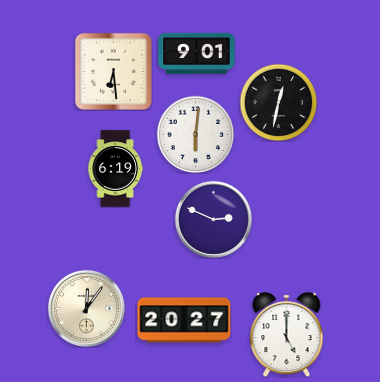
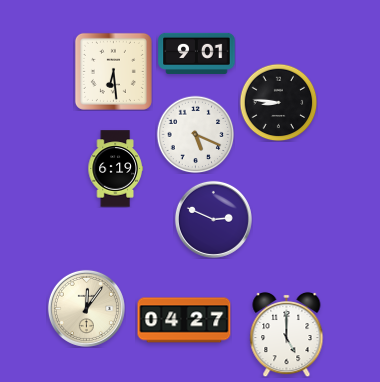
clock at (278, 102): 12:32 -> 8:46
clock at (195, 134): 6:01 -> 5:19
clock at (184, 320): 20:27 -> 04:27
